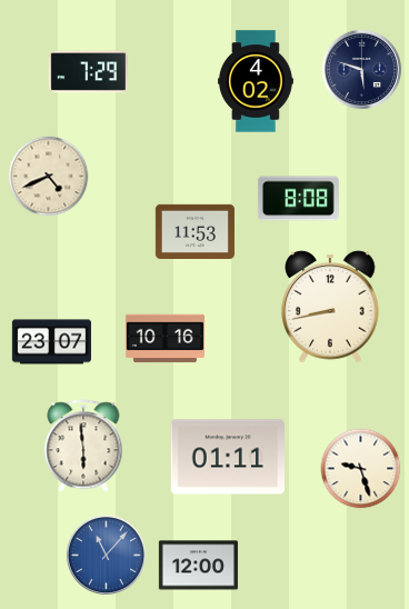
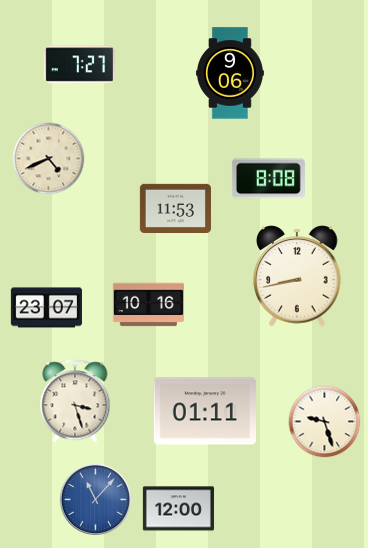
clock at (361, 69): 5:48 -> none
clock at (88, 72): 7:29 -> 7:27
clock at (256, 81): 4:02 -> 9:06
clock at (49, 177) position: (49, 177) -> (49, 159)
clock at (83, 446): 5:59 -> 3:27
